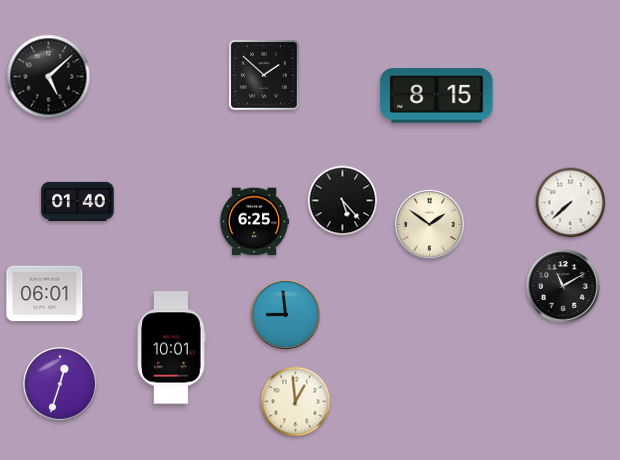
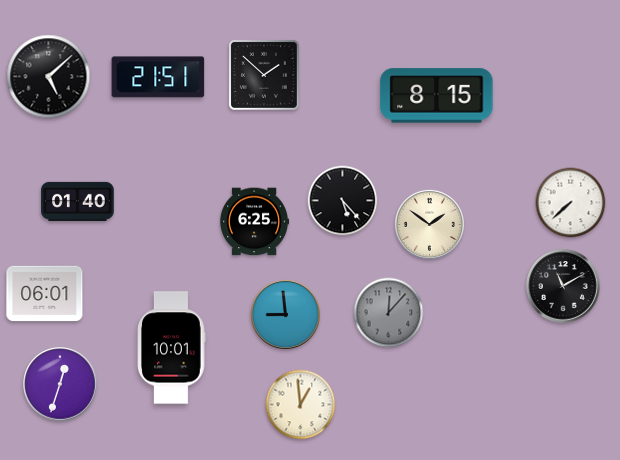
clock at (158, 77): none -> 21:51
clock at (389, 313): none -> 12:07
clock at (296, 402) position: (296, 402) -> (301, 405)
